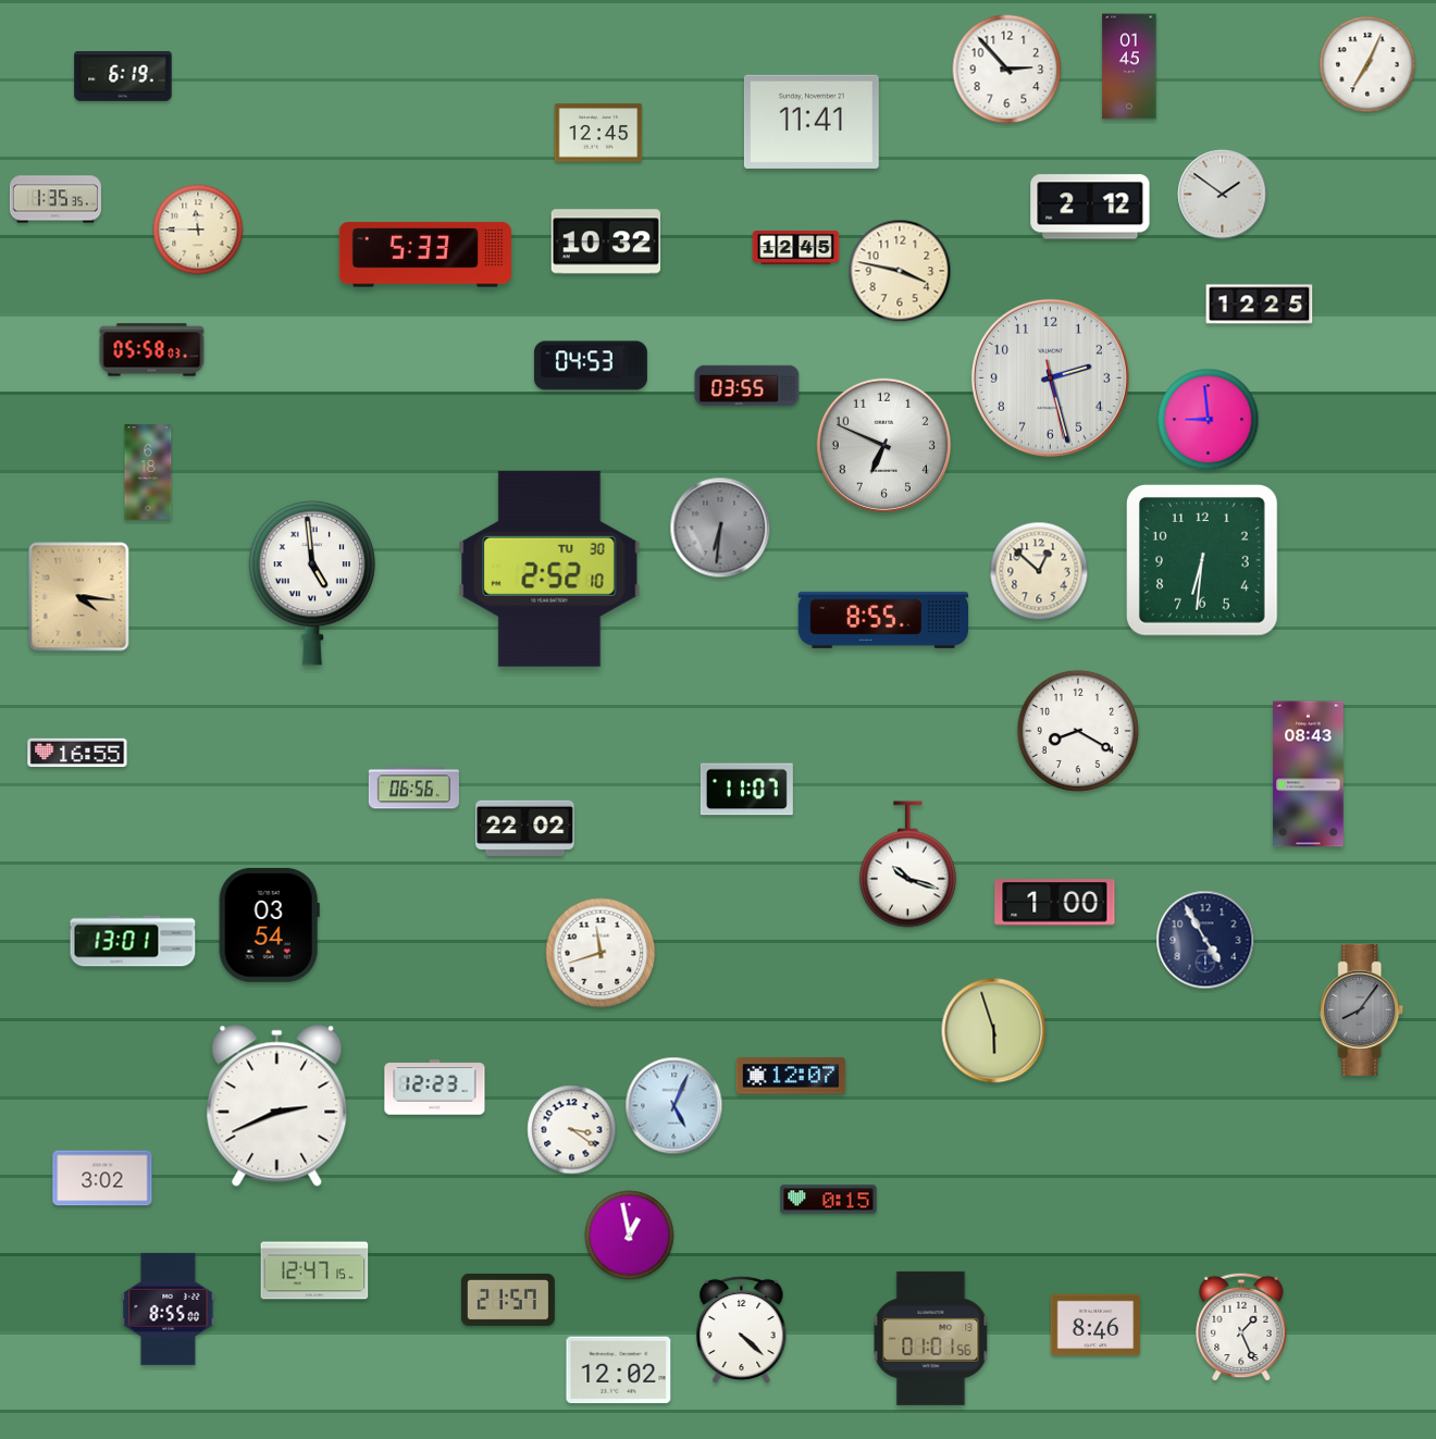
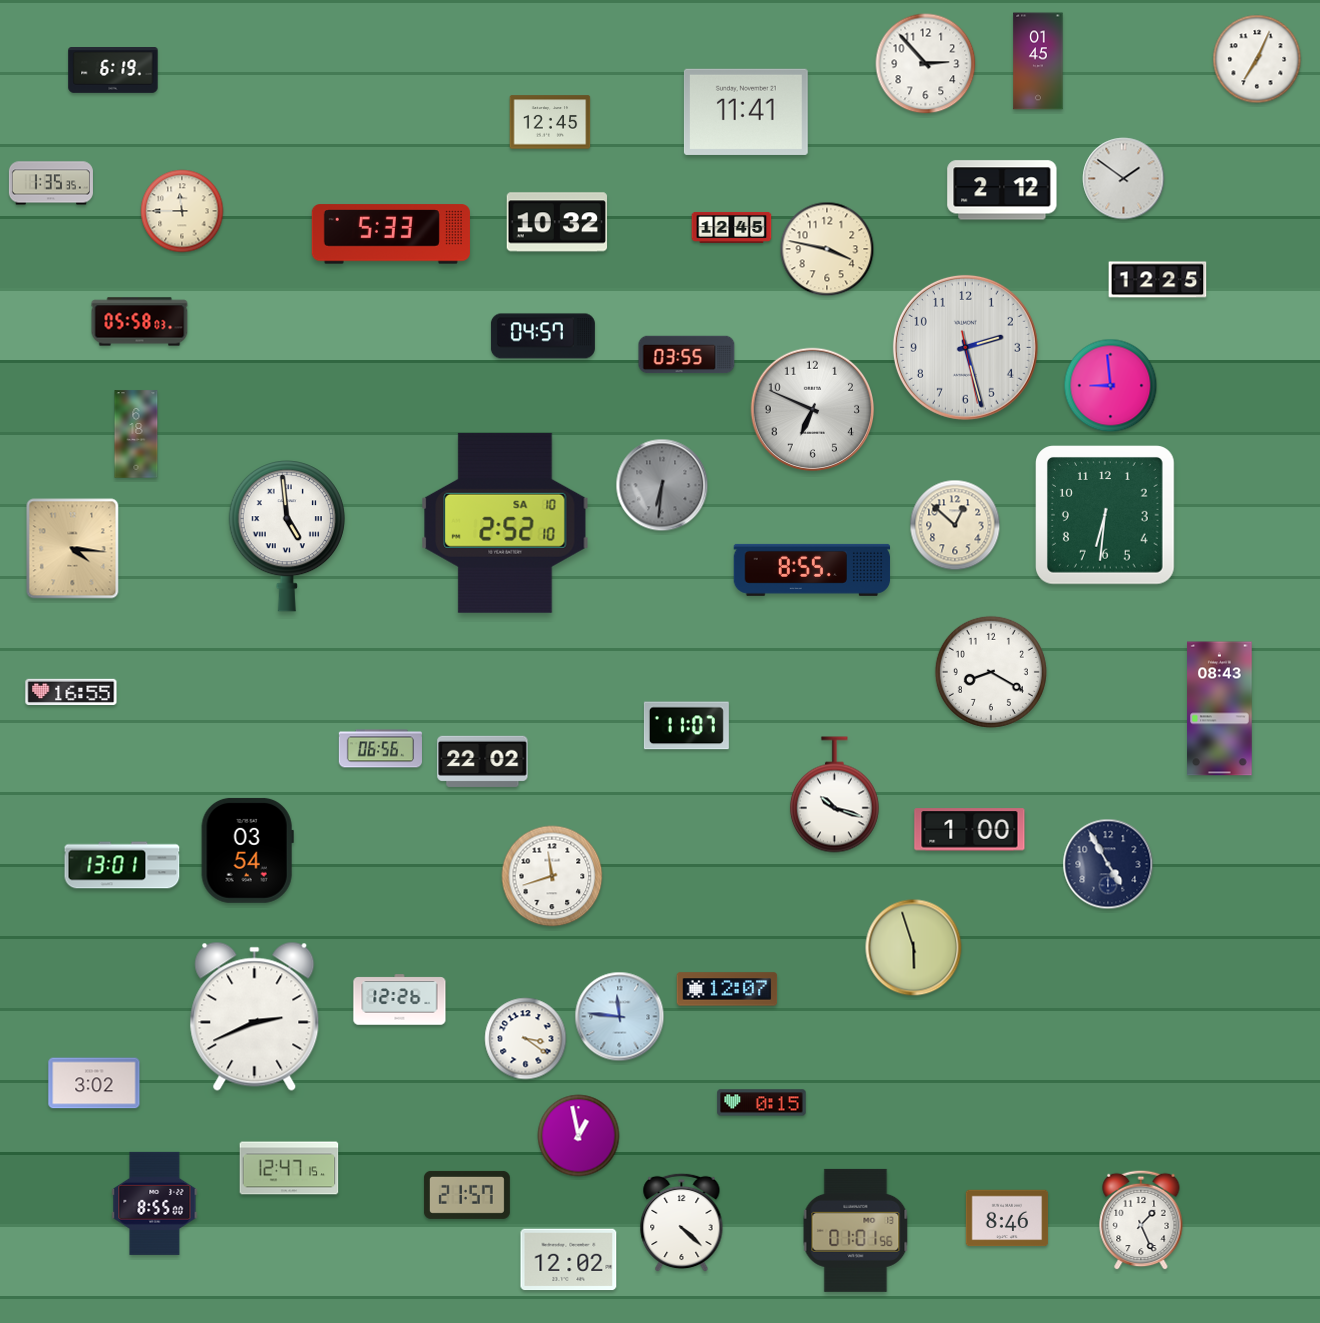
clock at (591, 365): 04:53 -> 04:57
clock at (549, 569) date: TU 30 -> SA 10
clock at (1309, 774) position: (1309, 774) -> (1220, 709)
clock at (413, 789) position: (413, 789) -> (380, 749)
clock at (1362, 1009): 8:06 -> none
clock at (435, 1088): 12:23 -> 12:26
clock at (674, 1106): 5:04 -> 11:46
